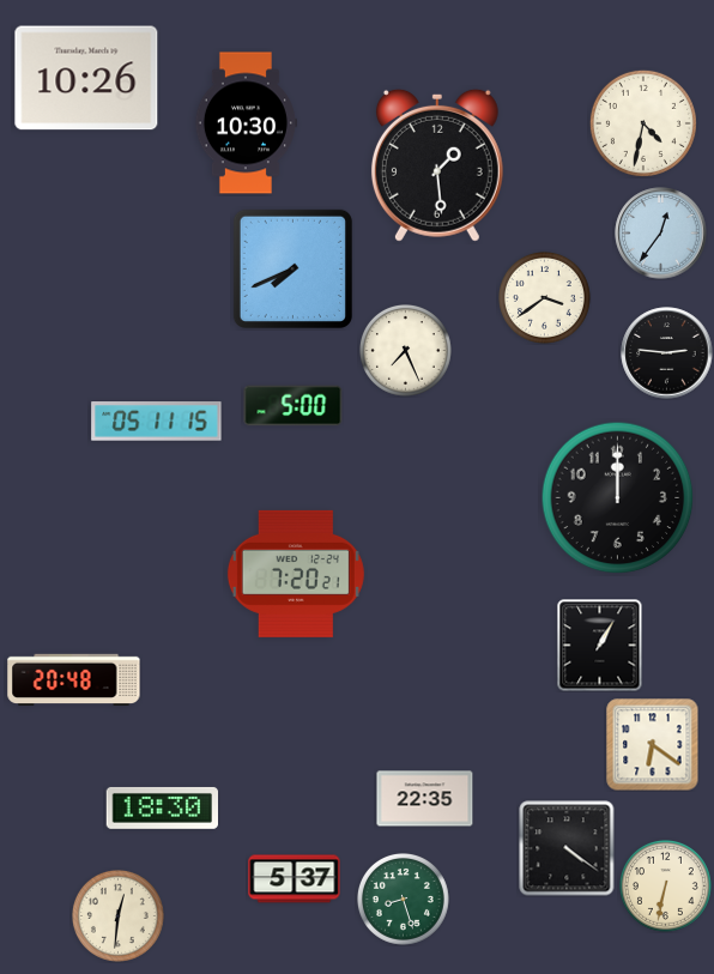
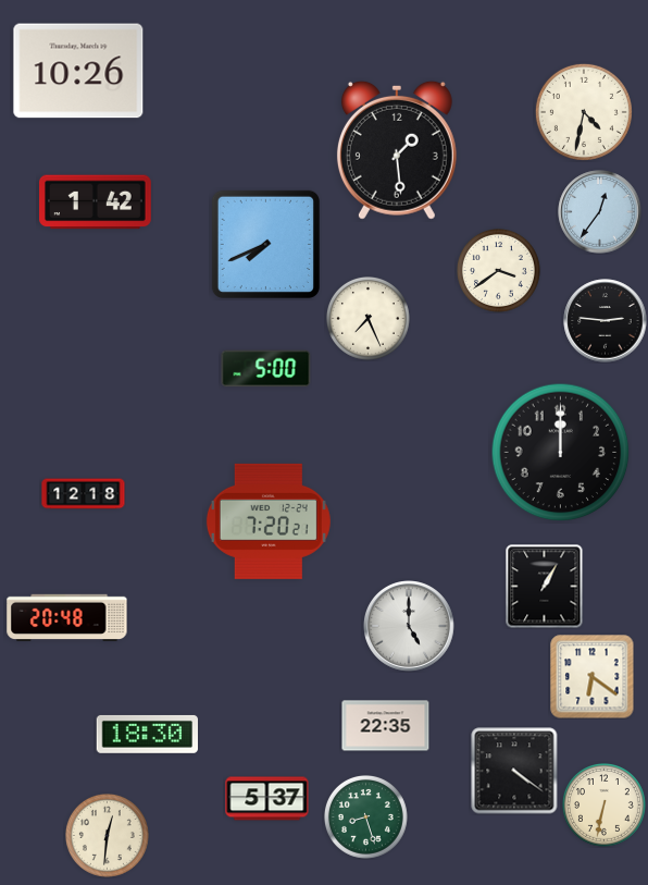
clock at (246, 123): 10:30 -> none
clock at (96, 202): none -> 1:42
clock at (545, 298) position: (545, 298) -> (499, 271)
clock at (157, 422): 05:11 -> none
clock at (84, 494): none -> 12:18
clock at (410, 627): none -> 5:00
clock at (119, 916) position: (119, 916) -> (108, 836)
